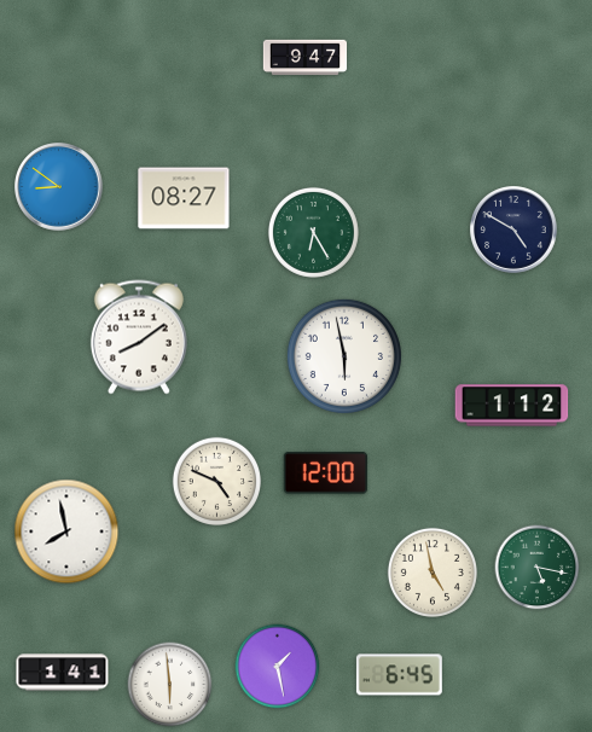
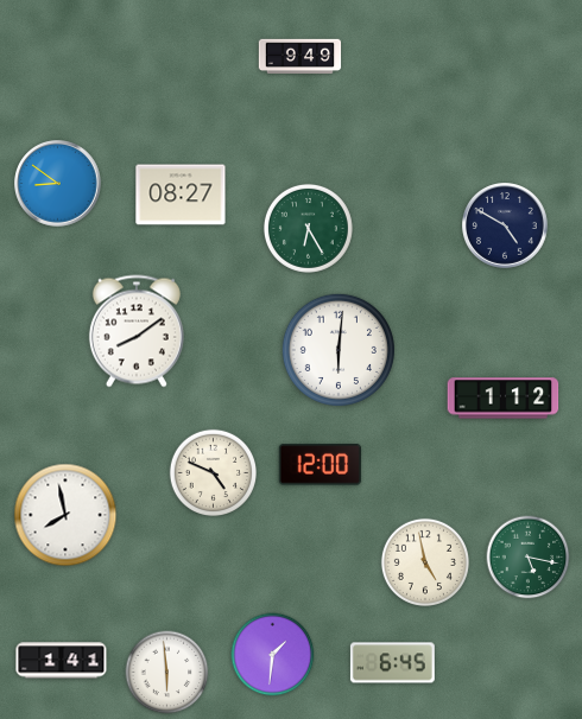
clock at (306, 58): 9:47 -> 9:49
clock at (344, 356): 5:58 -> 6:01
clock at (66, 531) position: (66, 531) -> (65, 515)
clock at (278, 667): 1:28 -> 1:31
